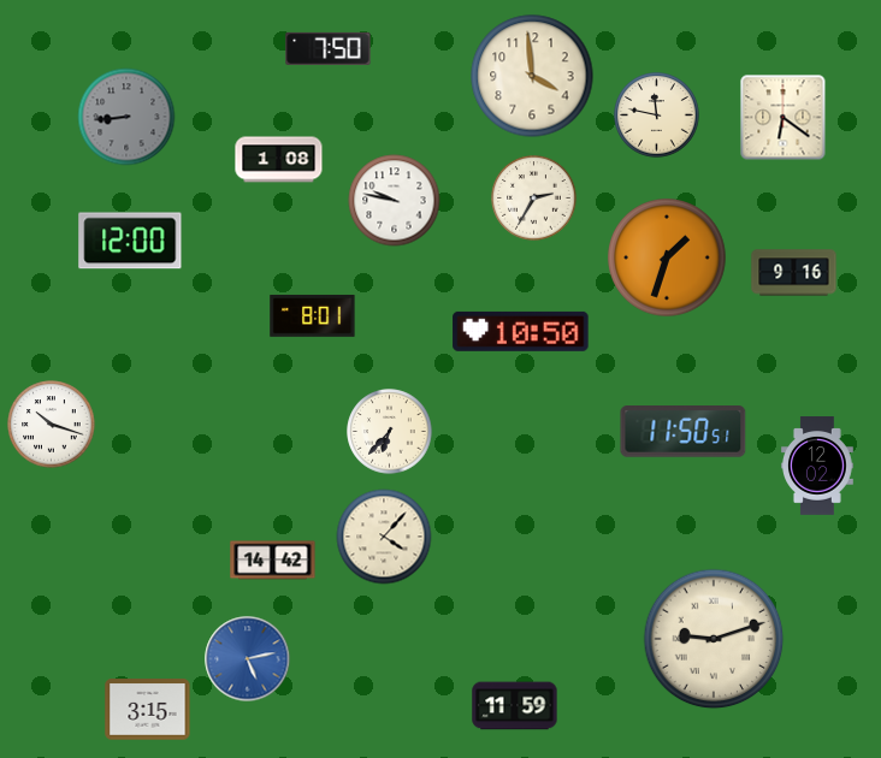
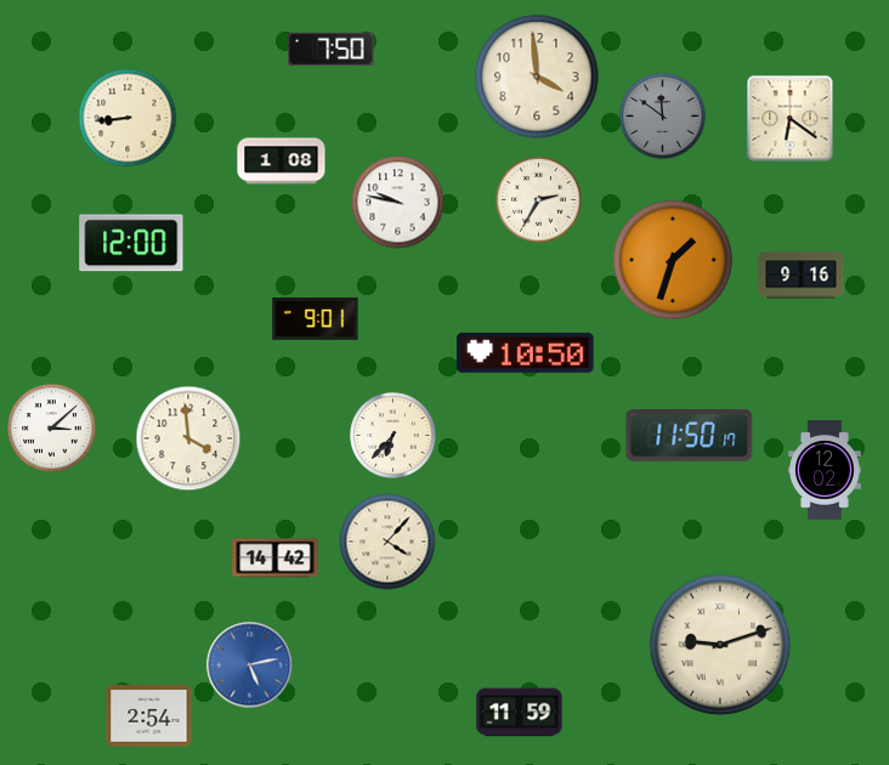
clock at (657, 116): 11:47 -> 11:51
clock at (657, 116) dial: cream -> grey
clock at (126, 117) dial: grey -> cream
clock at (313, 315): 8:01 -> 9:01
clock at (521, 331) position: (521, 331) -> (526, 352)
clock at (52, 425): 10:18 -> 3:08
clock at (684, 432): 11:50:51 -> 11:50:17
clock at (188, 438): none -> 3:59
clock at (273, 561) position: (273, 561) -> (276, 559)
clock at (148, 710): 3:15 -> 2:54
